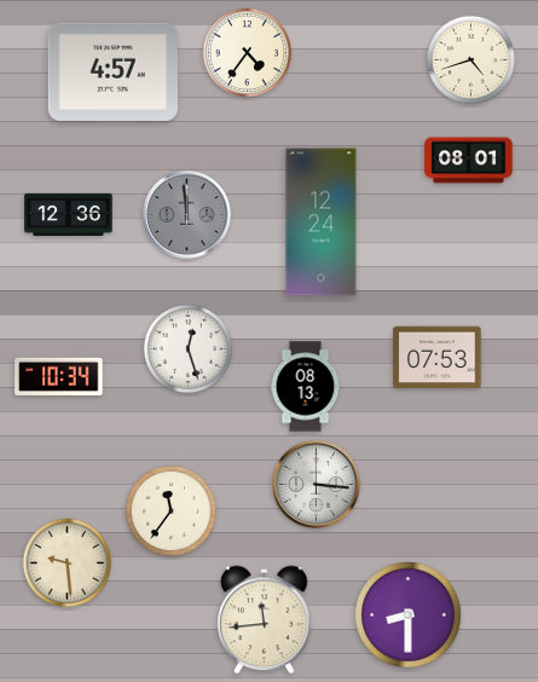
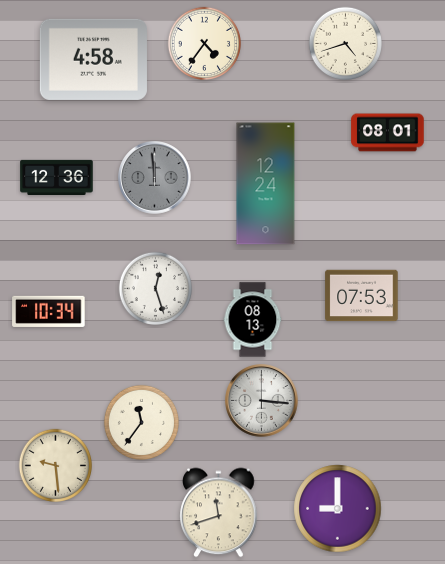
clock at (470, 59) position: (470, 59) -> (345, 43)
clock at (112, 71): 4:57 -> 4:58
clock at (409, 615): 8:30 -> 9:00
clock at (265, 620): 11:44 -> 11:42
